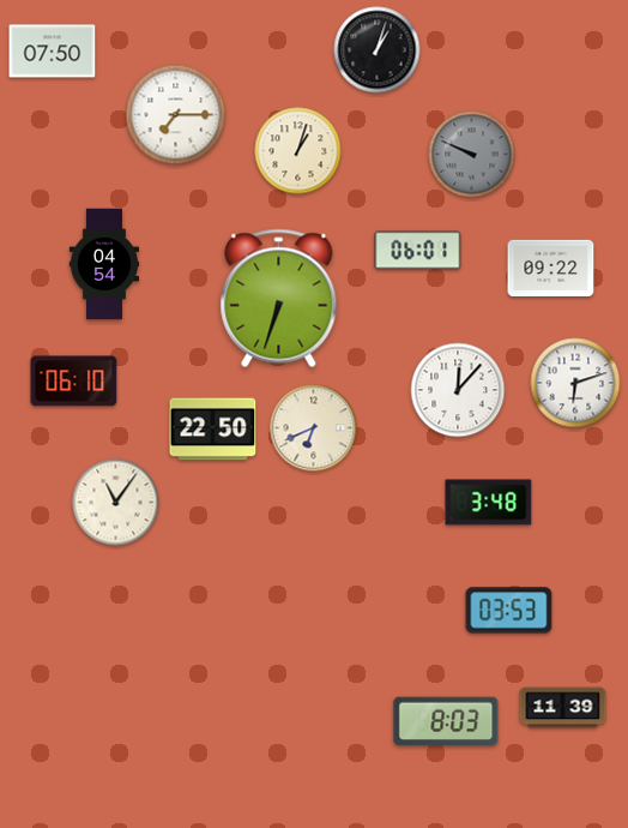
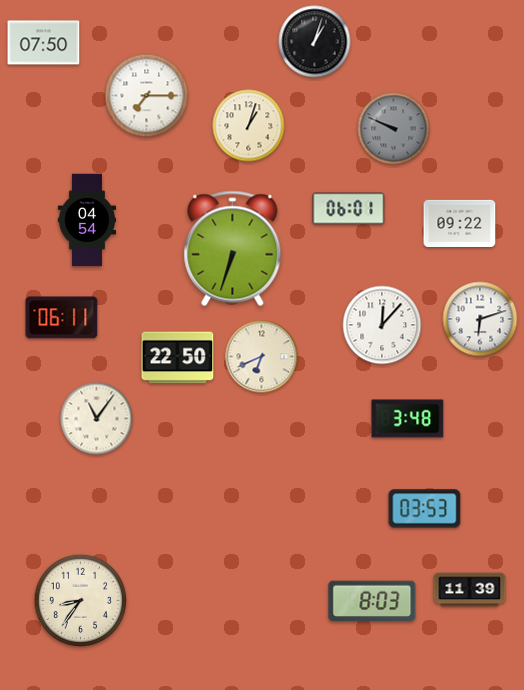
clock at (74, 382): 06:10 -> 06:11
clock at (80, 600): none -> 8:36
